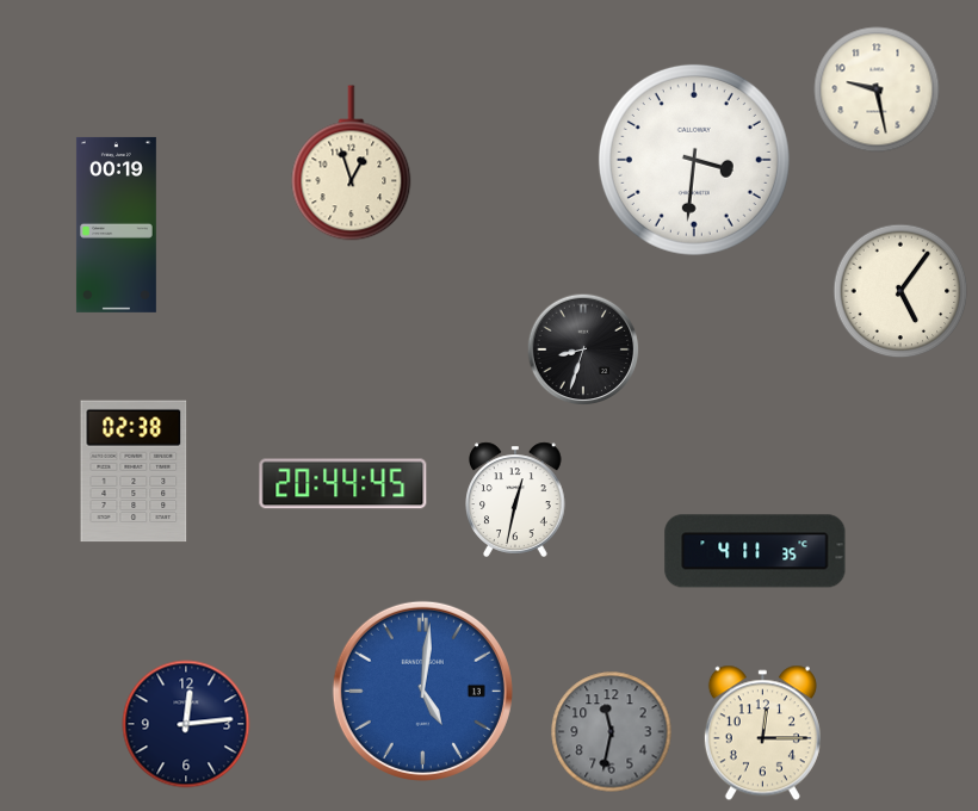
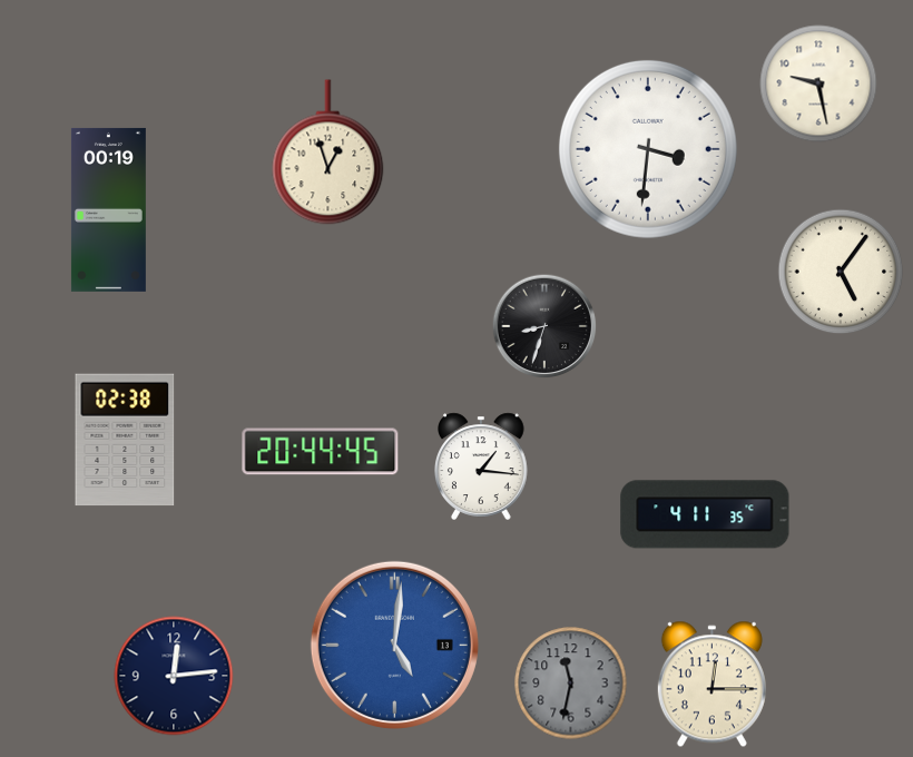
clock at (516, 500): 12:32 -> 1:16
